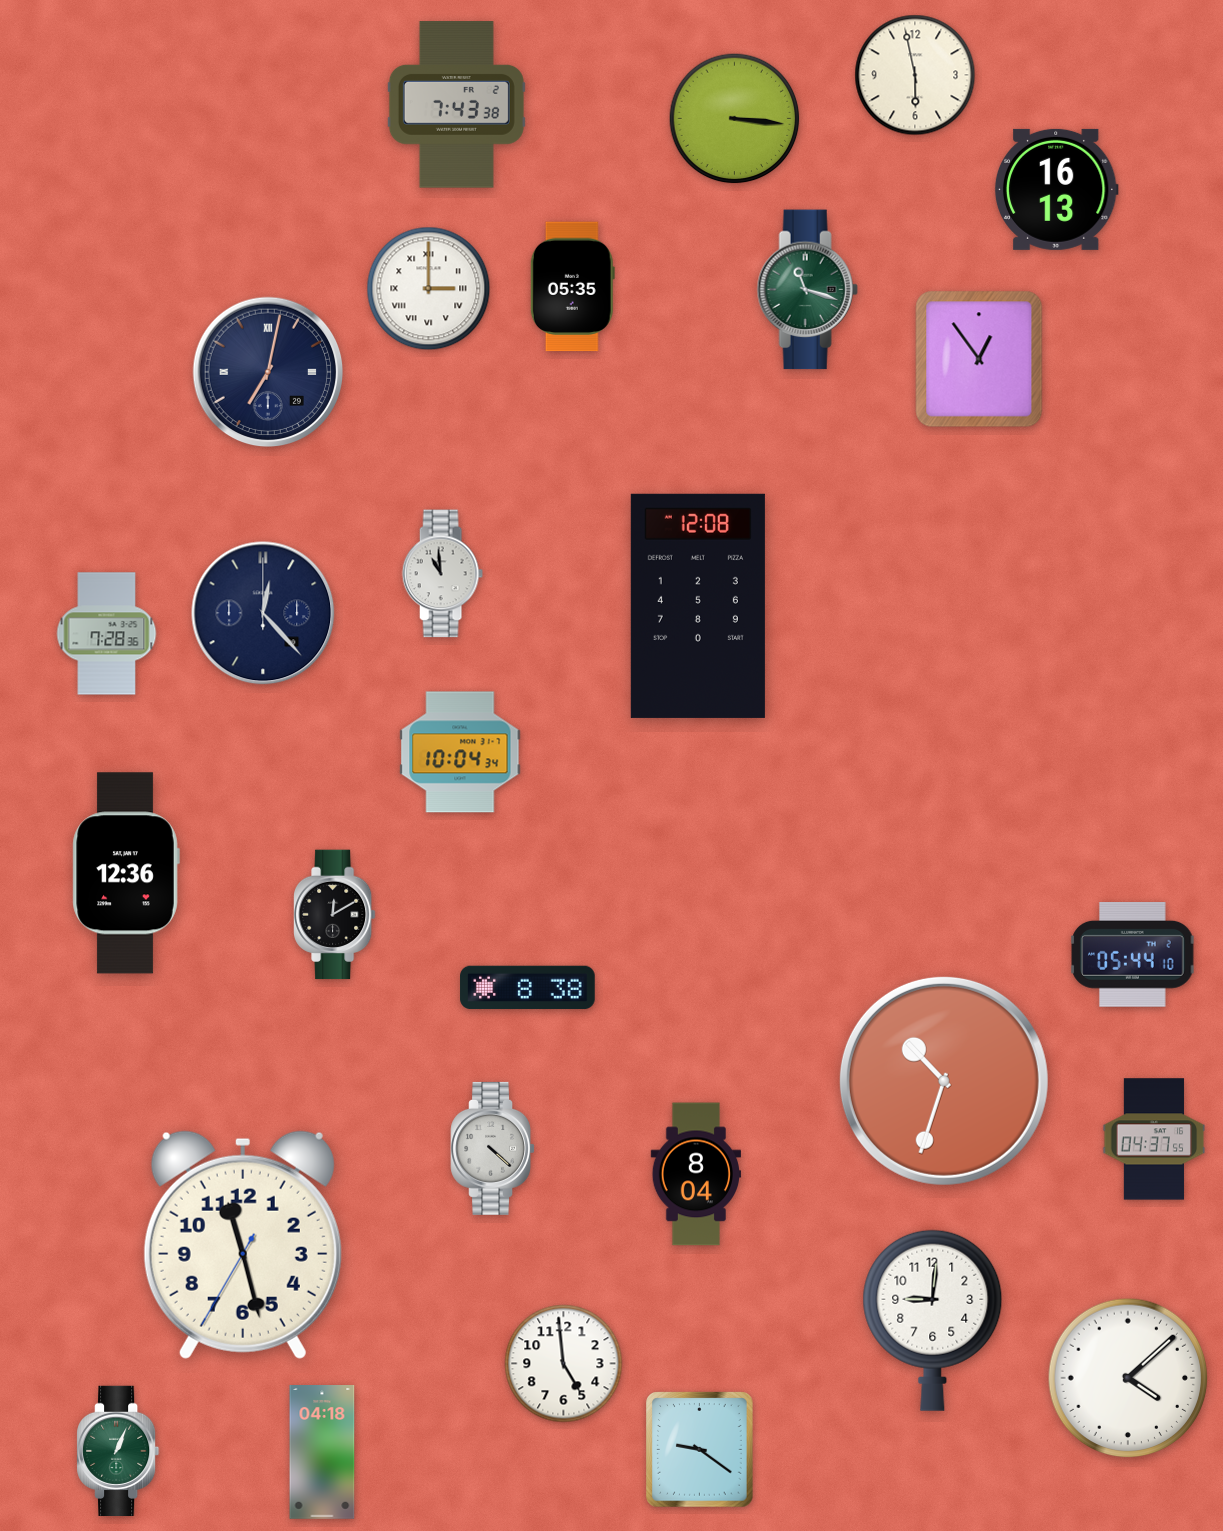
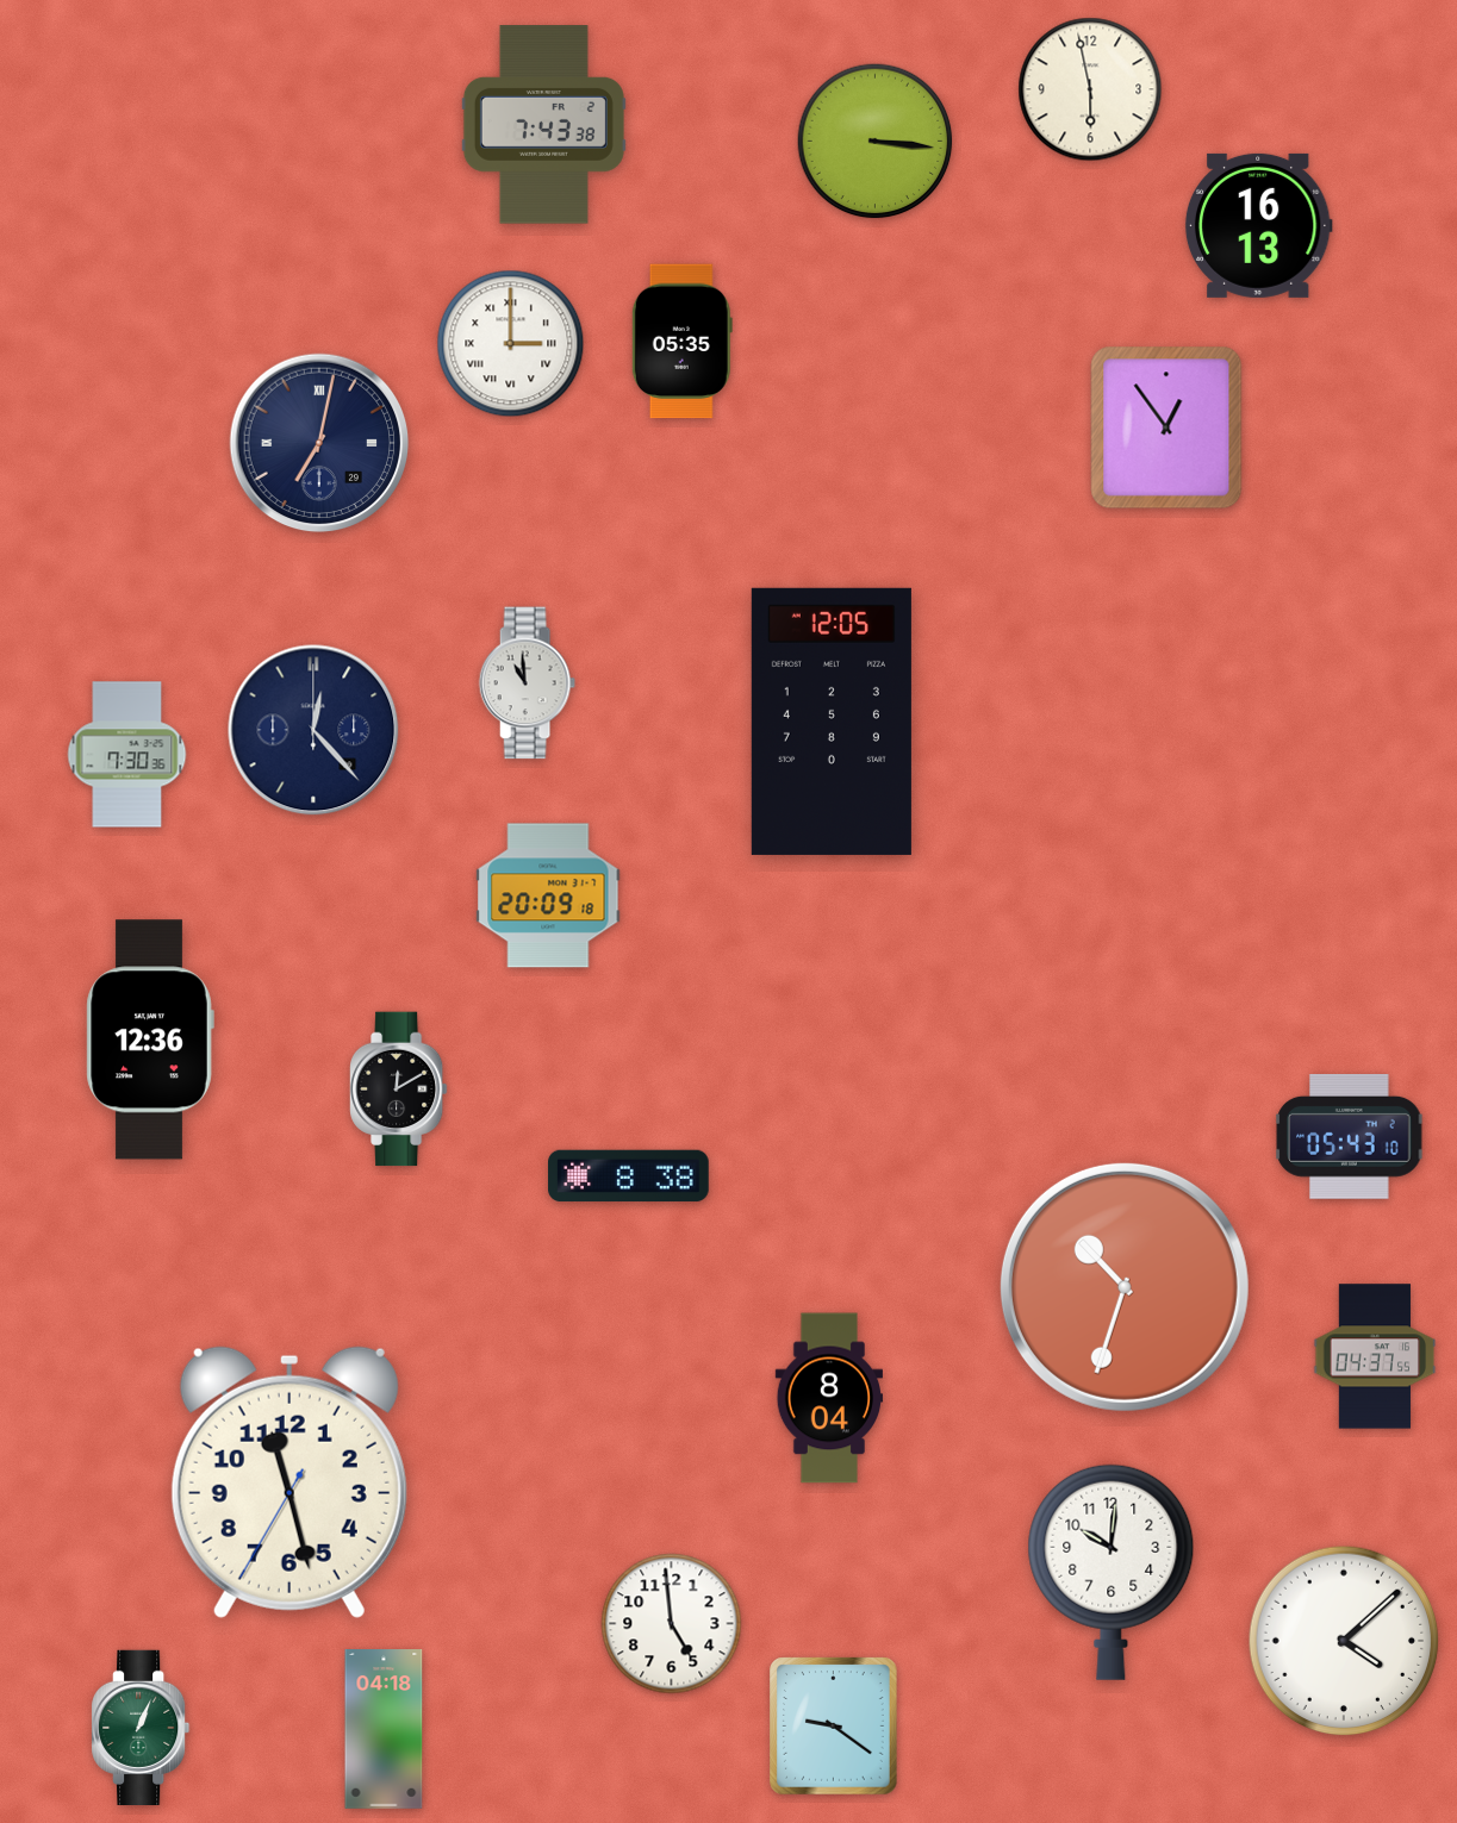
clock at (807, 290): 11:18 -> none
clock at (698, 606): 12:08 -> 12:05
clock at (107, 634): 7:28 -> 7:30
clock at (460, 752): 10:04 -> 20:09
clock at (1133, 955): 05:44 -> 05:43
clock at (493, 1148): 4:22 -> none
clock at (933, 1320): 9:01 -> 10:01
